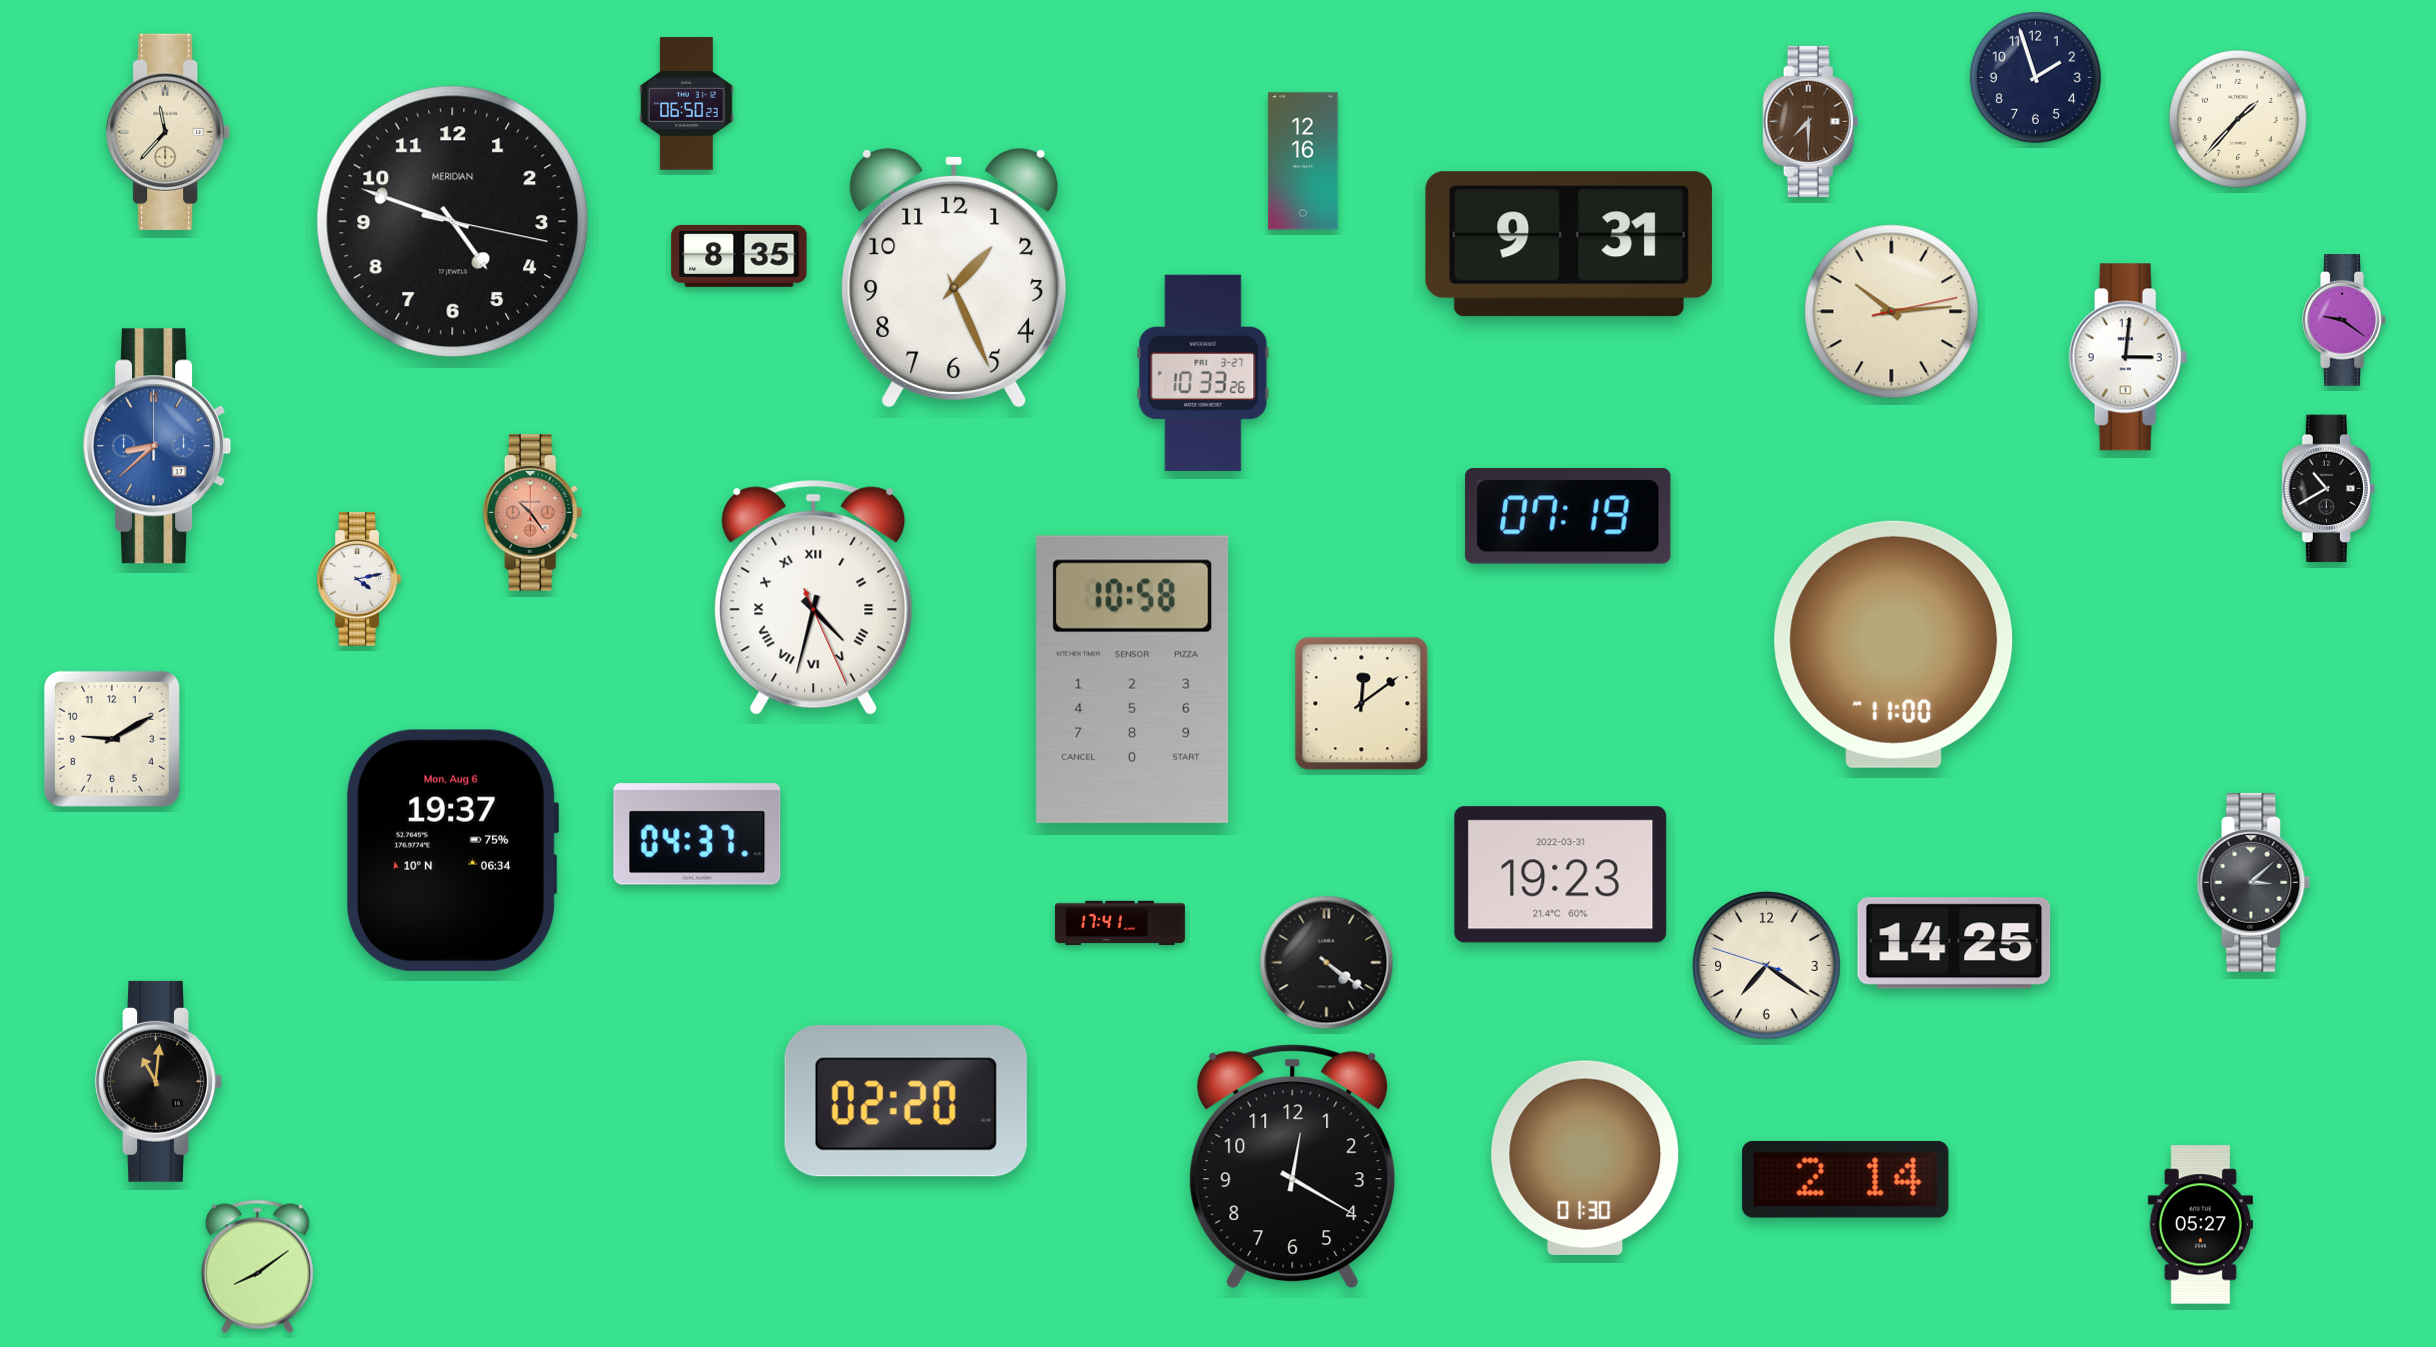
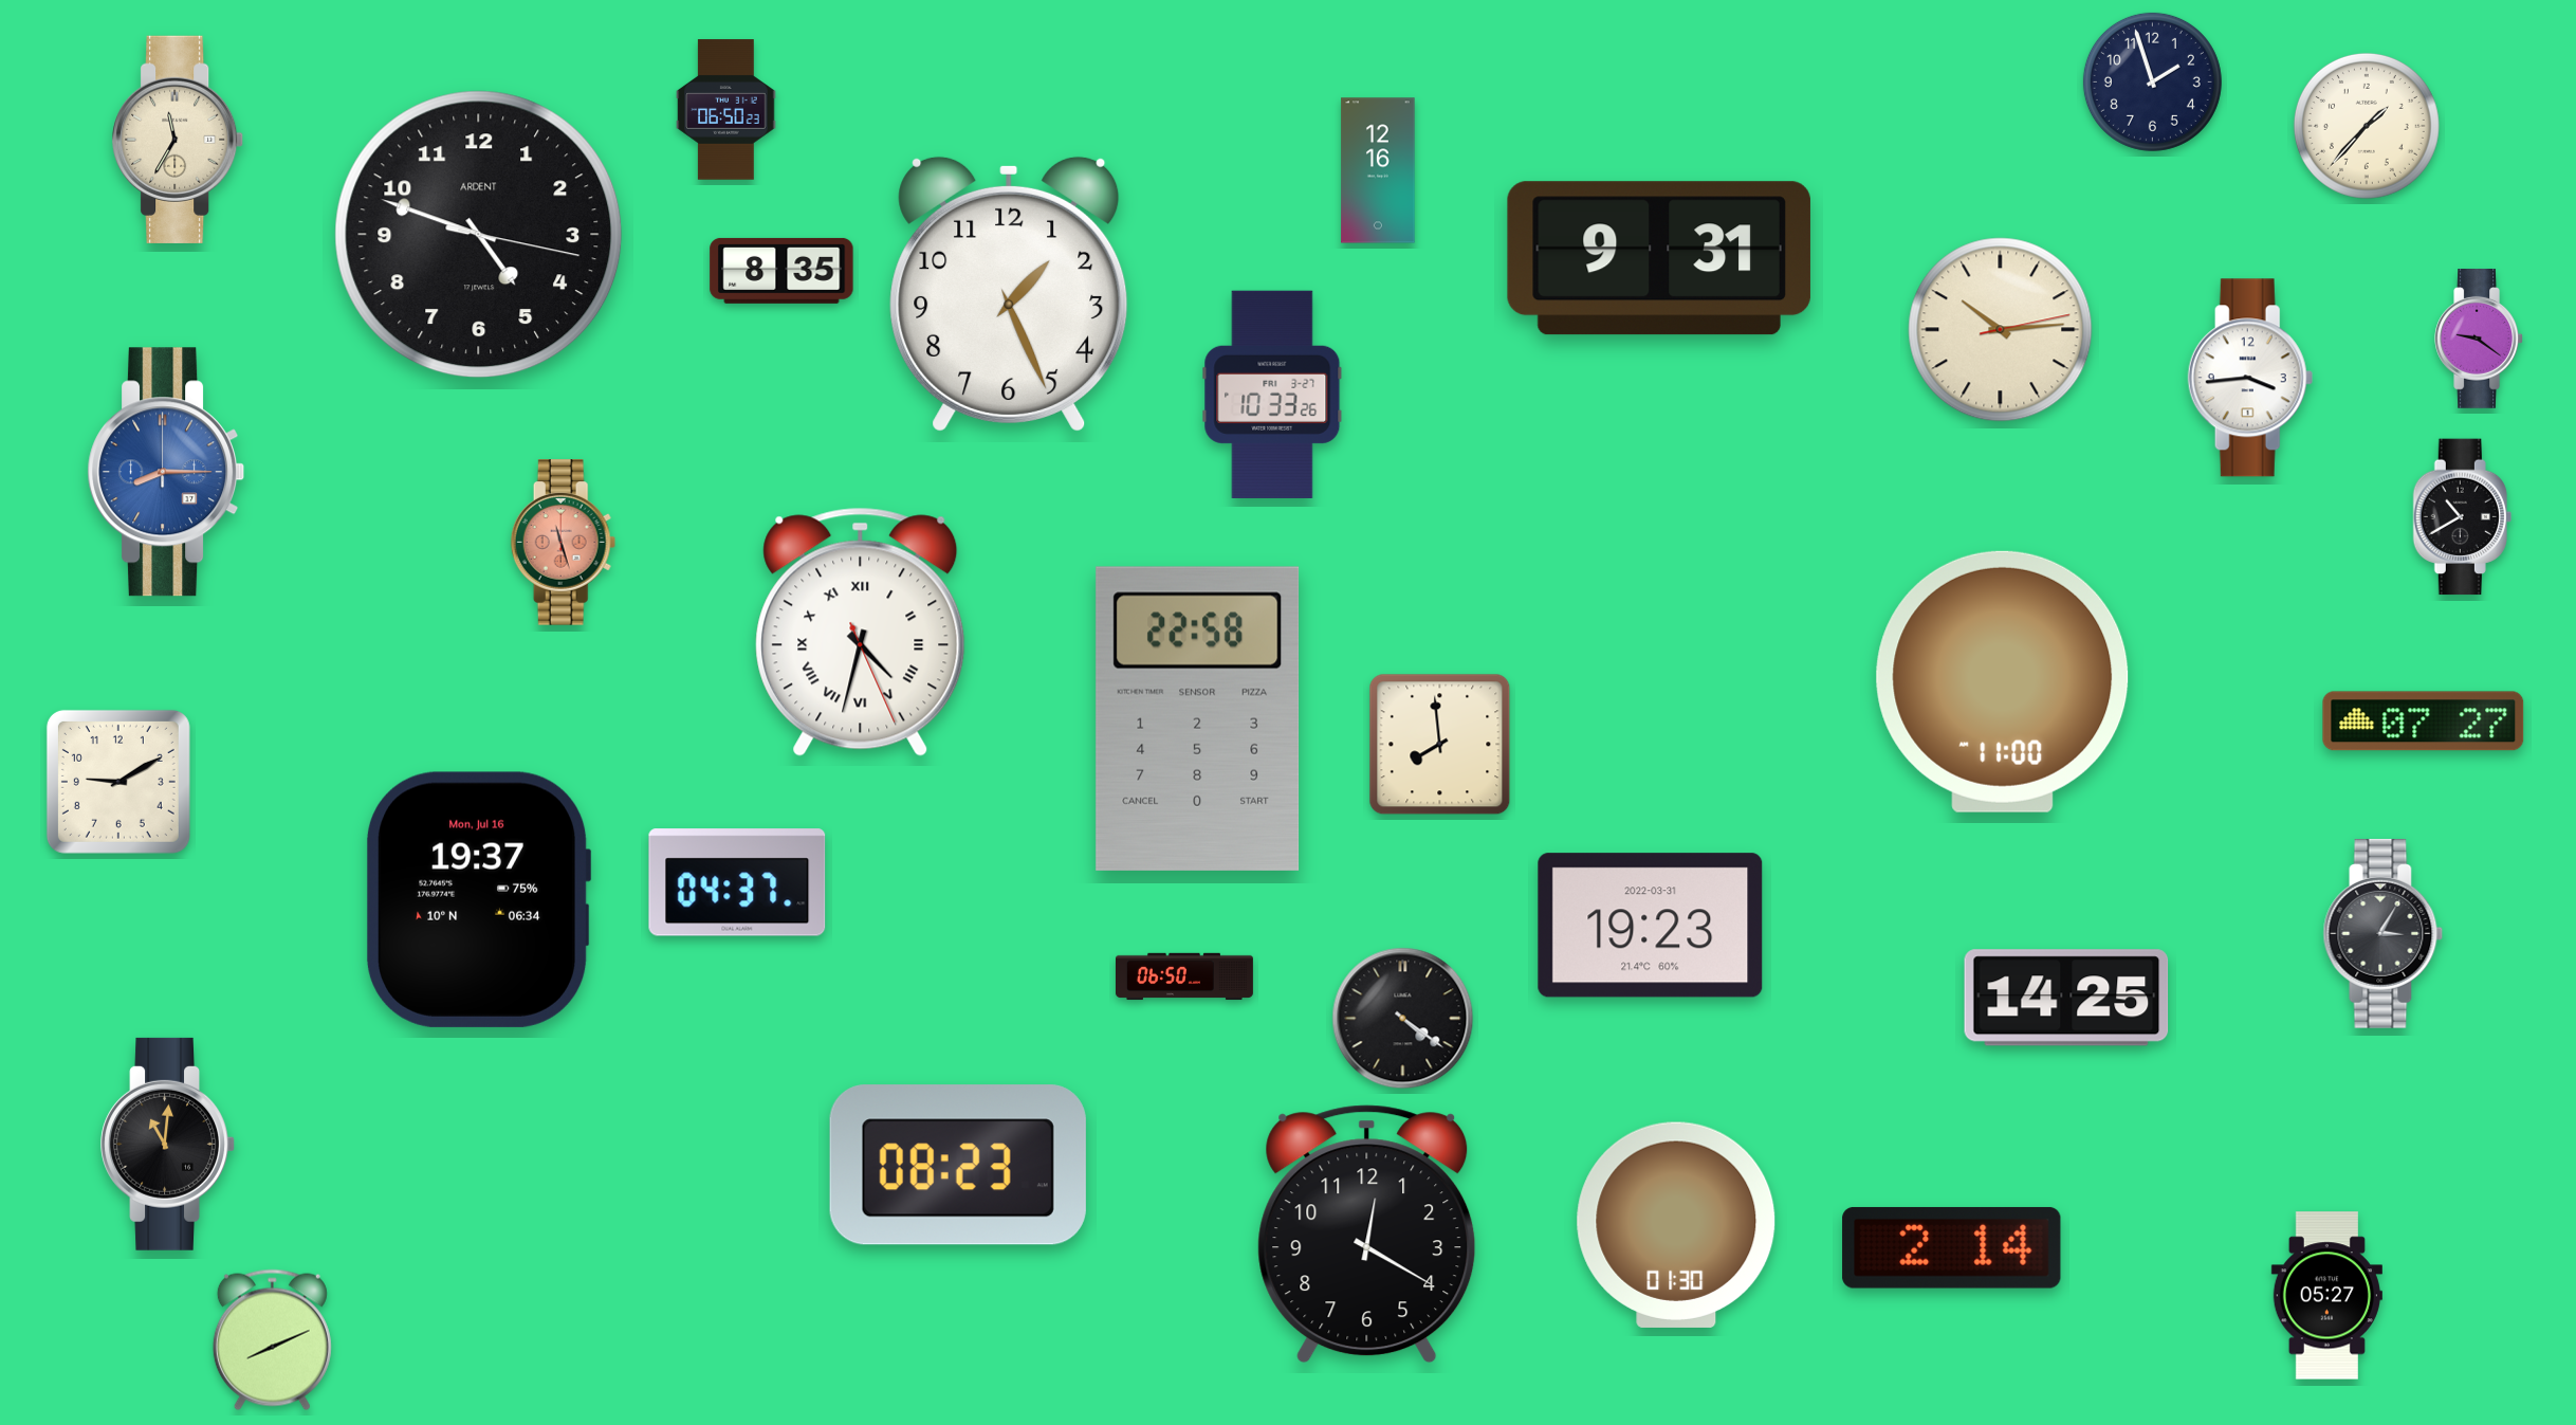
clock at (1811, 121): 7:30 -> none
clock at (169, 132): 11:37 -> 11:35
clock at (453, 222) brand: MERIDIAN -> ARDENT
clock at (2128, 357): 3:01 -> 3:44
clock at (157, 446): 8:38 -> 8:15
clock at (533, 513): 10:24 -> 11:27
clock at (1568, 517): 07:19 -> none
clock at (359, 579): 4:13 -> none
clock at (1133, 679): 10:58 -> 22:58
clock at (2424, 721): none -> 07:27
clock at (1362, 704): 12:09 -> 7:59
clock at (453, 850) date: Mon, Aug 6 -> Mon, Jul 16
clock at (2254, 882): 3:08 -> 3:05
clock at (1120, 923): 17:41 -> 06:50
clock at (1767, 966): 7:20 -> none
clock at (906, 1101): 02:20 -> 08:23
clock at (257, 1267): 8:09 -> 8:11
